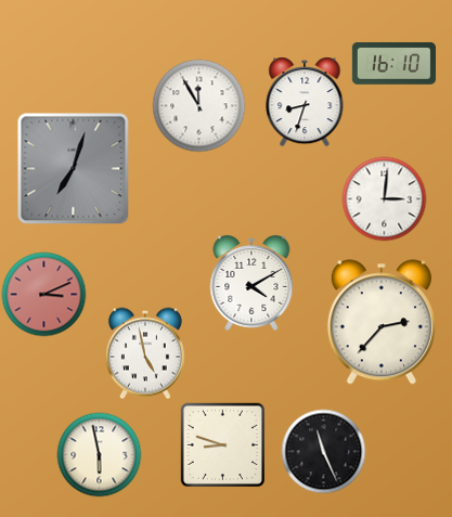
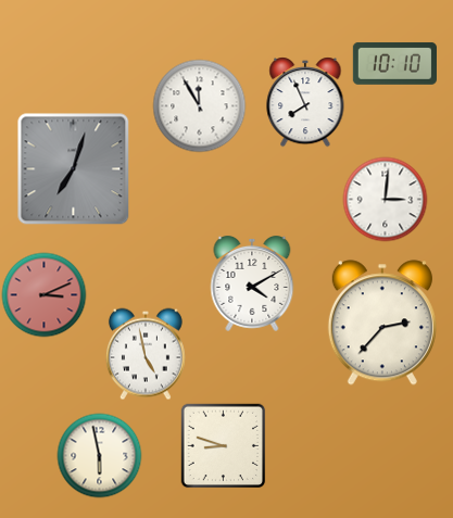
clock at (393, 63): 16:10 -> 10:10
clock at (305, 102): 8:33 -> 7:56
clock at (323, 451): 11:26 -> none
